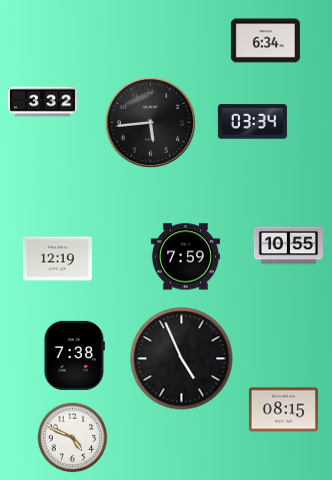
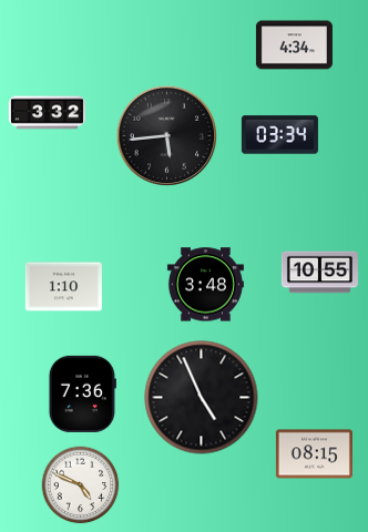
clock at (265, 41): 6:34 -> 4:34
clock at (185, 257): 7:59 -> 3:48
clock at (57, 259): 12:19 -> 1:10
clock at (74, 355): 7:38 -> 7:36
